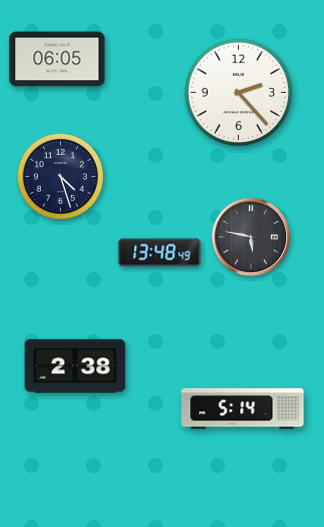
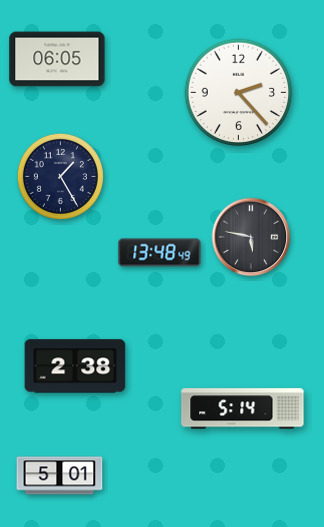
clock at (60, 176): 4:27 -> 1:25
clock at (60, 476): none -> 5:01
